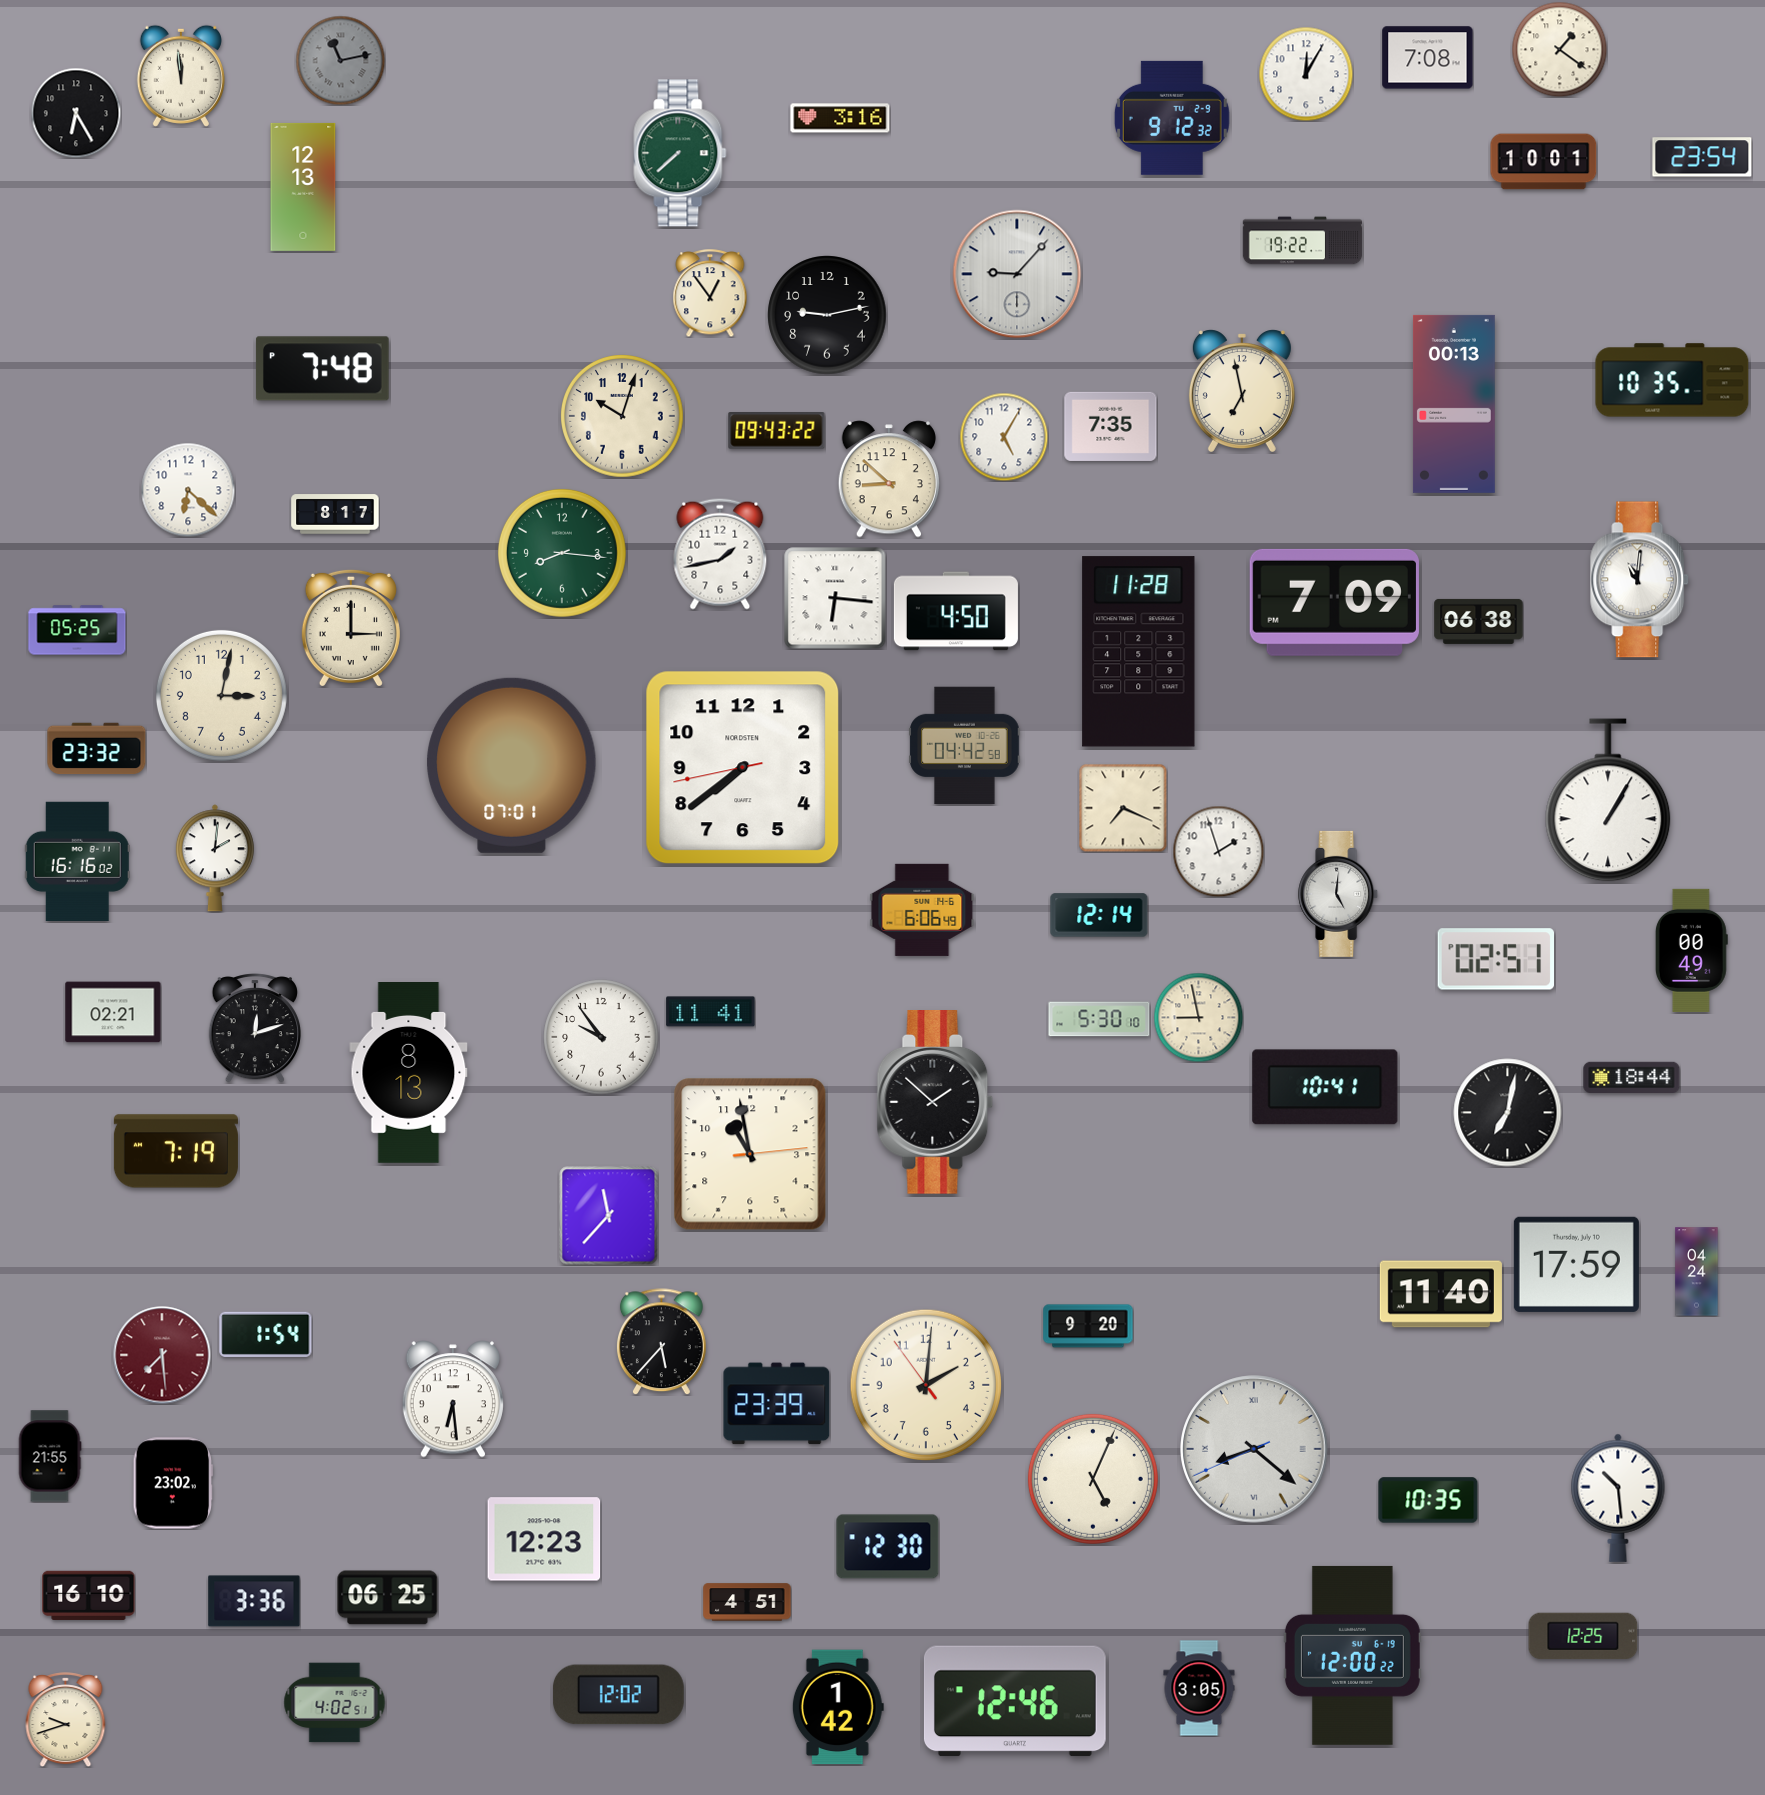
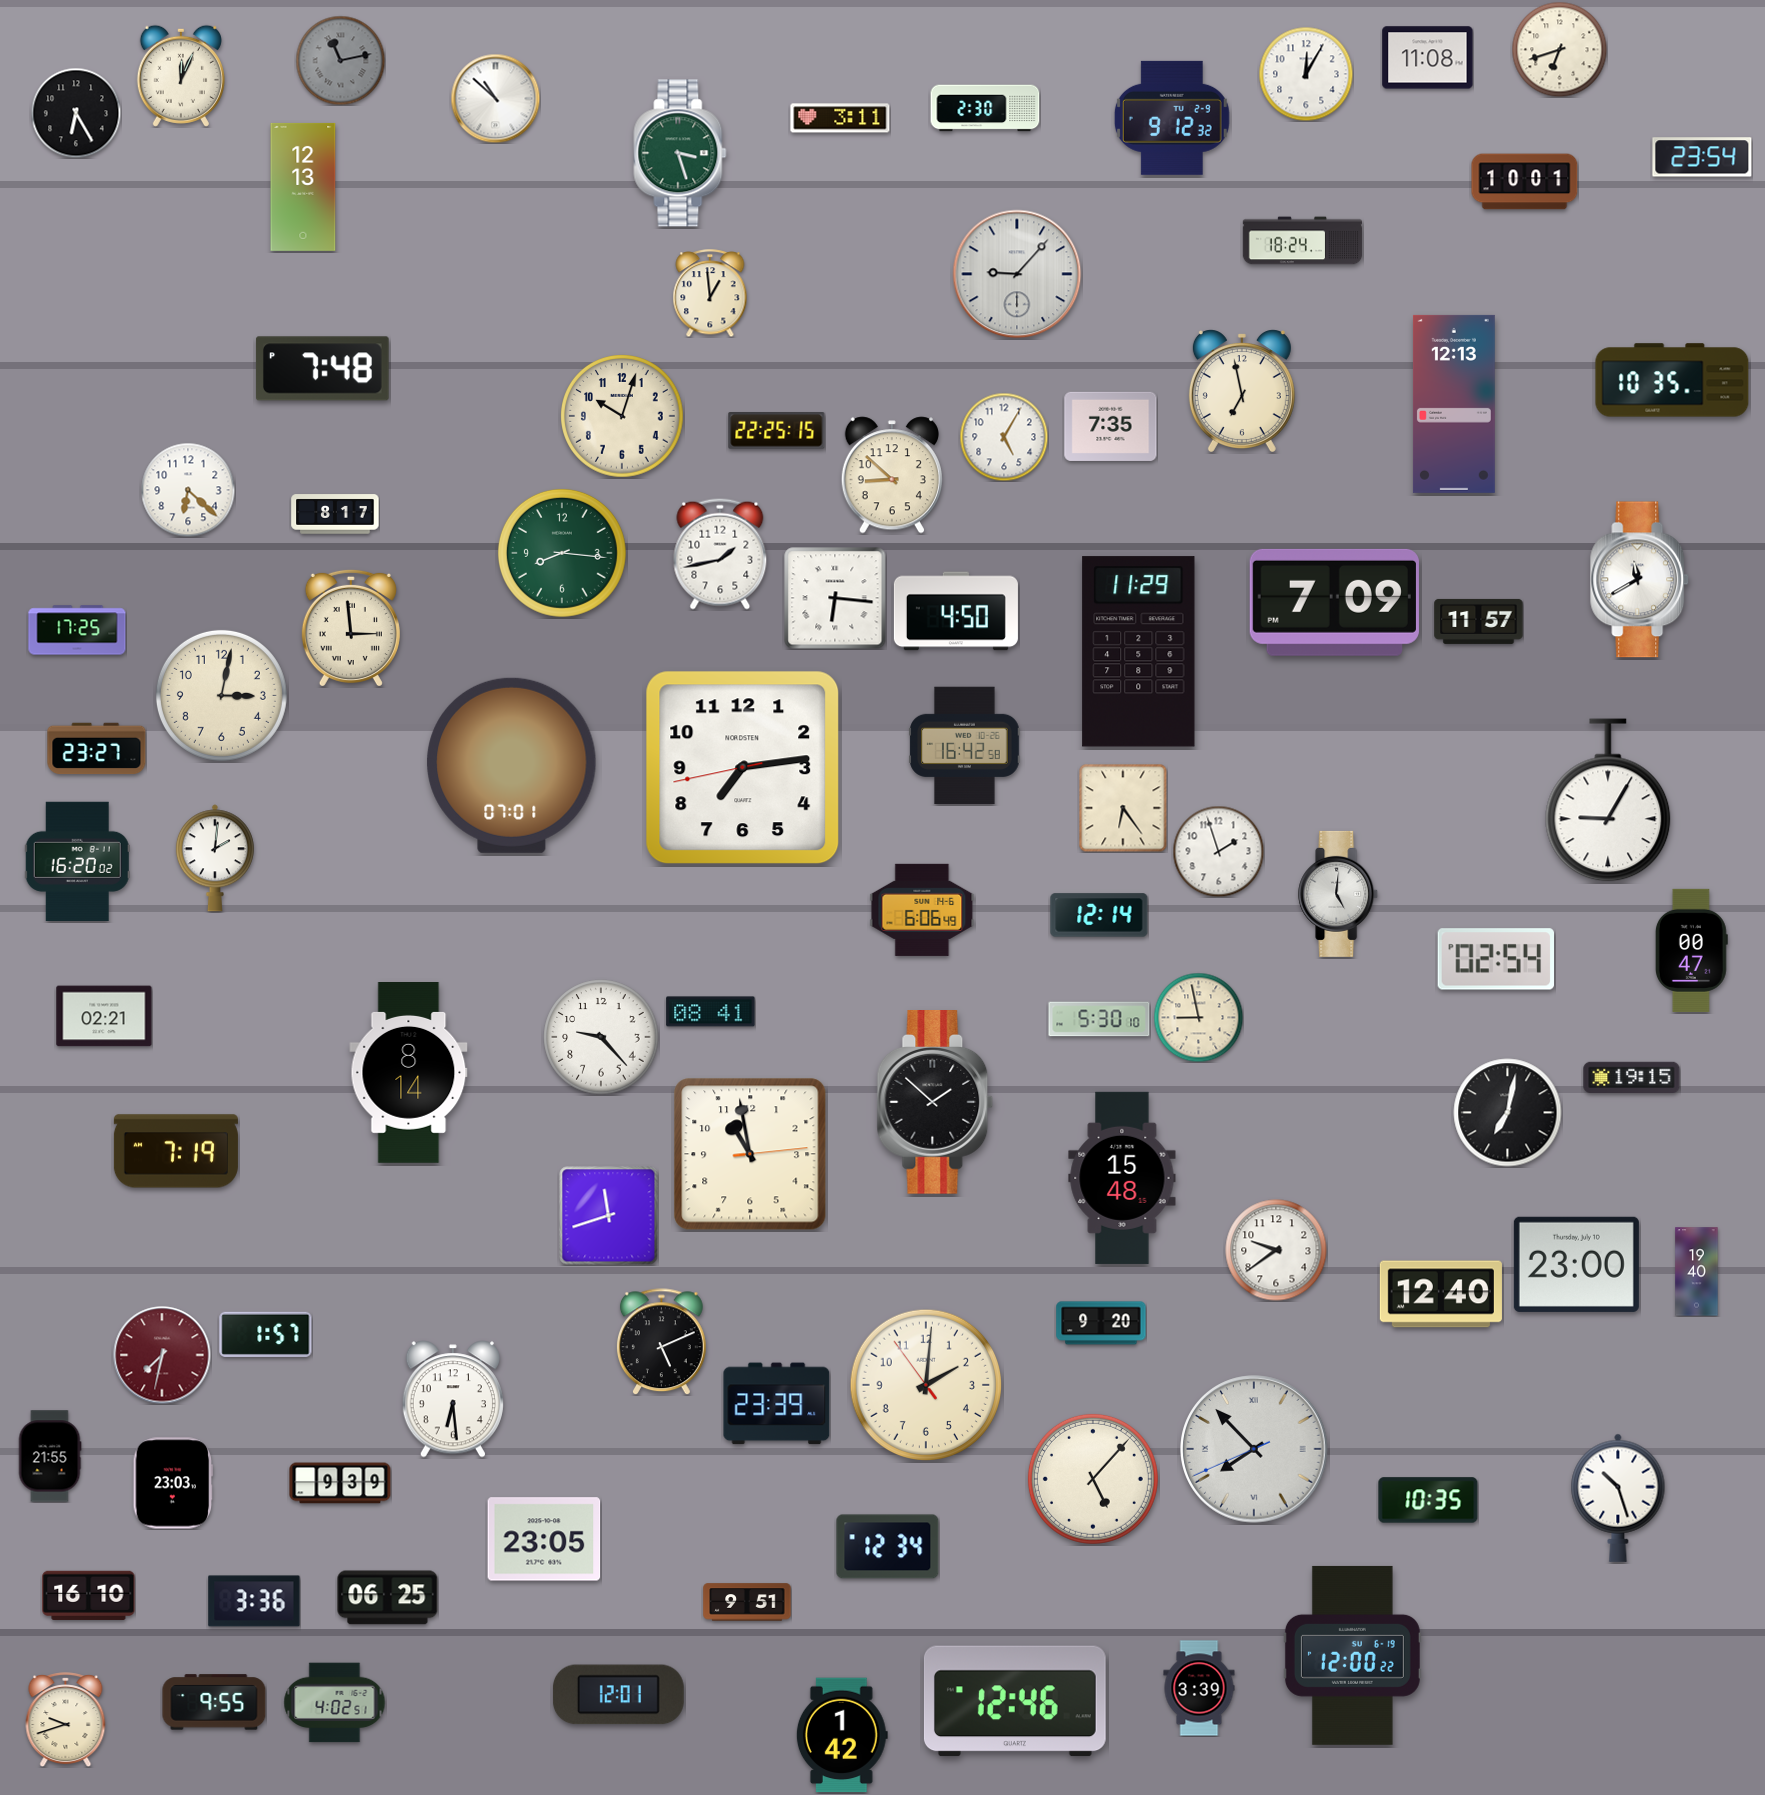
clock at (1559, 49): 1:21 -> 6:42
clock at (1428, 58): 7:08 -> 11:08
clock at (181, 76): 11:59 -> 12:04
clock at (495, 98): none -> 10:52
clock at (985, 108): none -> 2:30
clock at (840, 118): 3:16 -> 3:11
clock at (680, 153): 7:38 -> 3:27
clock at (1544, 162) position: (1544, 162) -> (1525, 182)
clock at (1303, 241): 19:22 -> 18:24
clock at (710, 293): 12:54 -> 12:59
clock at (827, 315): 9:13 -> none
clock at (1454, 404): 00:13 -> 12:13
clock at (777, 431): 09:43 -> 22:25
clock at (889, 479) position: (889, 479) -> (892, 475)
clock at (1640, 580): 11:01 -> 11:40
clock at (1479, 621): 06:38 -> 11:57
clock at (351, 628): 3:00 -> 2:59
clock at (77, 630): 05:25 -> 17:25
clock at (1139, 652): 11:28 -> 11:29
clock at (965, 746): 04:42 -> 16:42
clock at (97, 749): 23:32 -> 23:27
clock at (743, 768): 7:38 -> 7:13
clock at (1608, 800): 1:05 -> 9:05
clock at (1123, 808): 7:19 -> 6:24
clock at (77, 861): 16:16 -> 16:20
clock at (1691, 950): 00:49 -> 00:47
clock at (1496, 959): 02:51 -> 02:54
clock at (113, 1012) position: (113, 1012) -> (104, 1016)
clock at (711, 1012): 11:41 -> 08:41
clock at (254, 1029): 12:12 -> none
clock at (601, 1037): 9:54 -> 9:23
clock at (409, 1073): 8:13 -> 8:14
clock at (1632, 1078): 18:44 -> 19:15
clock at (1325, 1087): 10:41 -> none
clock at (1122, 1178): none -> 15:48
clock at (609, 1216): 11:37 -> 11:42
clock at (1276, 1250): none -> 9:39
clock at (1576, 1264): 17:59 -> 23:00
clock at (1697, 1272): 04:24 -> 19:40
clock at (1441, 1294): 11:40 -> 12:40
clock at (1088, 1326) position: (1088, 1326) -> (1101, 1323)
clock at (266, 1334): 1:54 -> 1:57
clock at (661, 1342): 5:37 -> 5:11
clock at (162, 1355): 7:29 -> 7:32
clock at (1254, 1449): 8:21 -> 7:52
clock at (1093, 1479): 5:04 -> 5:07
clock at (173, 1483): 23:02 -> 23:03
clock at (340, 1483): none -> 9:39
clock at (1618, 1498): 10:29 -> 10:27
clock at (544, 1539): 12:23 -> 23:05
clock at (888, 1547): 12:30 -> 12:34
clock at (747, 1602): 4:51 -> 9:51
clock at (1583, 1636): 12:25 -> none
clock at (1199, 1688): 3:05 -> 3:39
clock at (618, 1695): 12:02 -> 12:01
clock at (214, 1702): none -> 9:55
clock at (838, 1707) position: (838, 1707) -> (842, 1735)
